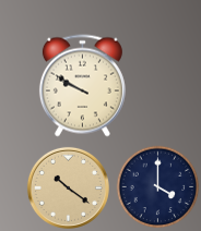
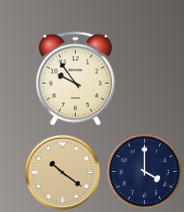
clock at (82, 86): 9:50 -> 9:54
